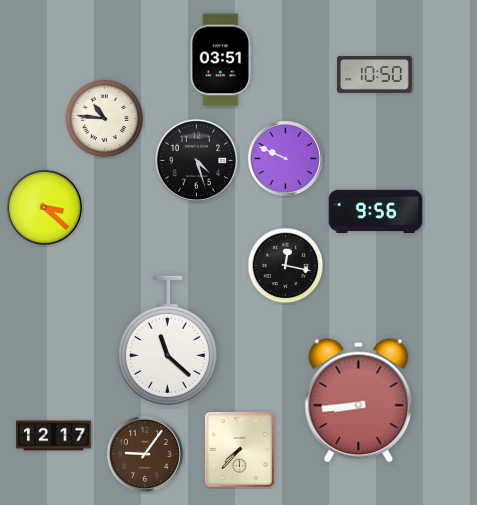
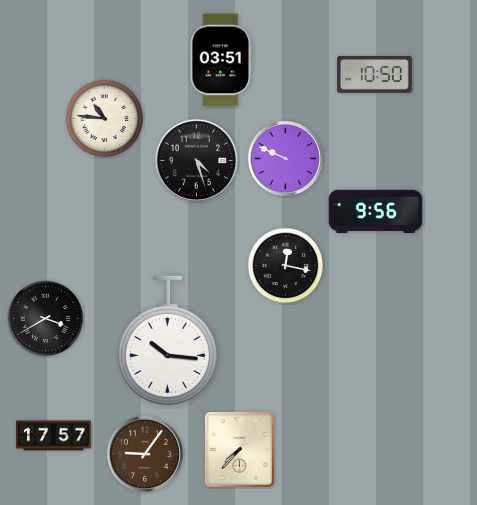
clock at (44, 207): 3:22 -> none
clock at (46, 319): none -> 3:40
clock at (167, 340): 11:22 -> 10:16
clock at (359, 401): 8:44 -> none
clock at (54, 436): 12:17 -> 17:57
